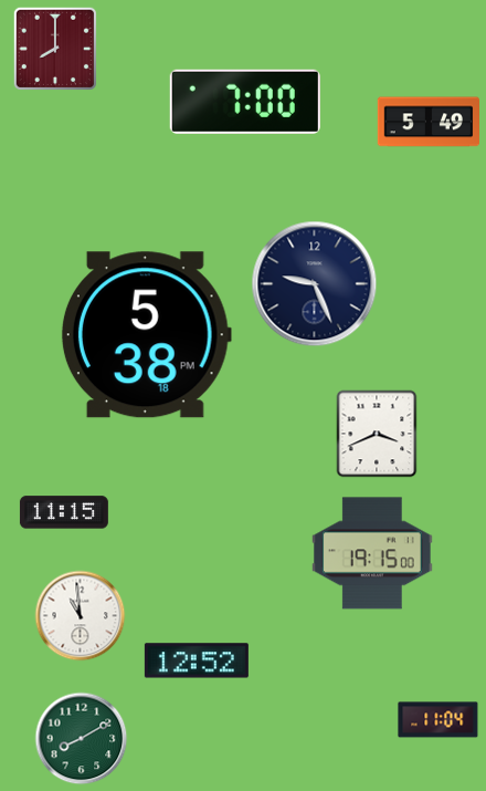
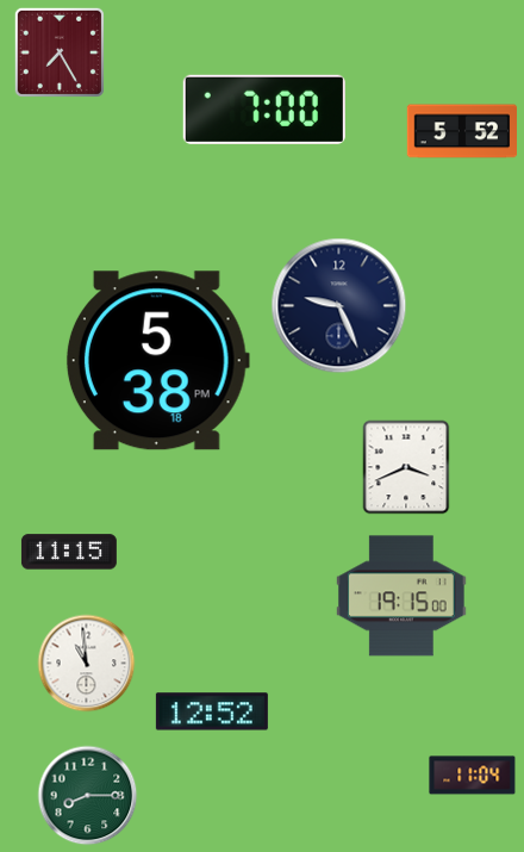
clock at (55, 49): 8:00 -> 7:25
clock at (427, 122): 5:49 -> 5:52
clock at (82, 739): 8:10 -> 8:15
